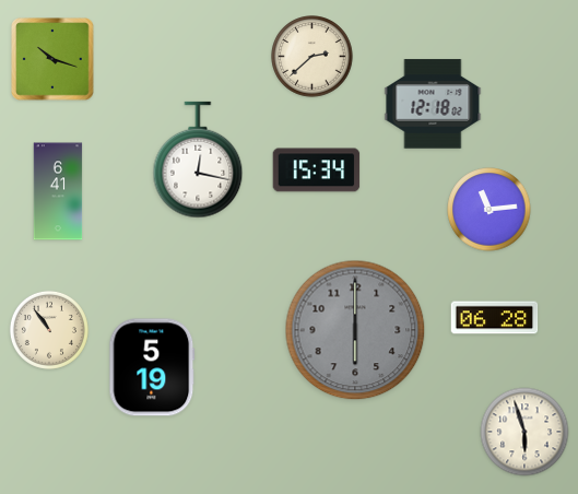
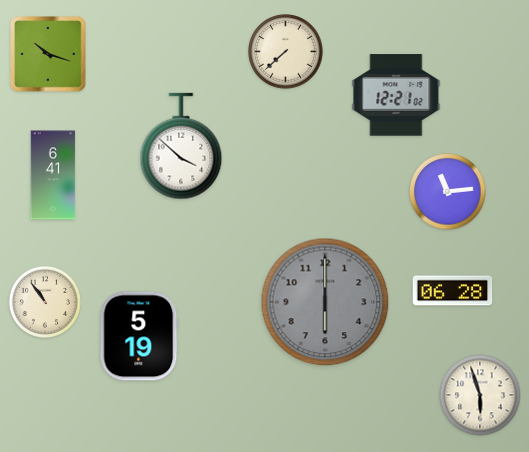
clock at (312, 57): 2:38 -> 7:38
clock at (433, 104): 12:18 -> 12:21
clock at (198, 160): 12:17 -> 3:52
clock at (317, 170): 15:34 -> none
